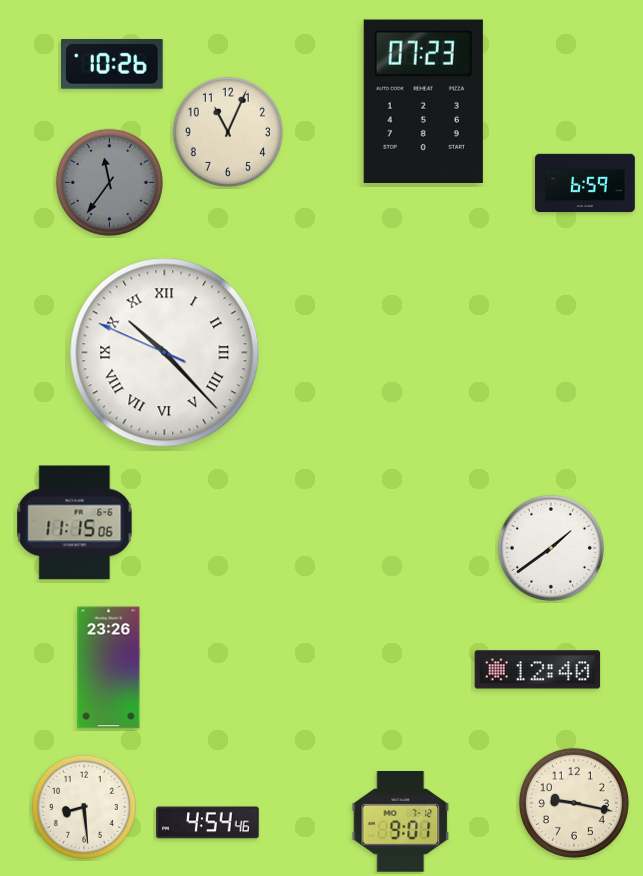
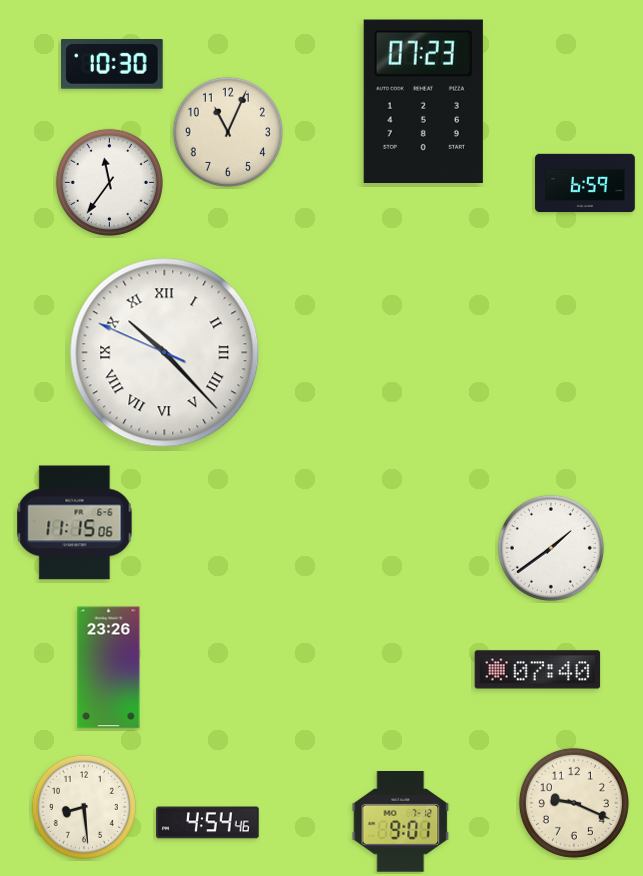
clock at (113, 65): 10:26 -> 10:30
clock at (109, 182) dial: grey -> white
clock at (538, 670): 12:40 -> 07:40
clock at (574, 803): 9:17 -> 9:19
